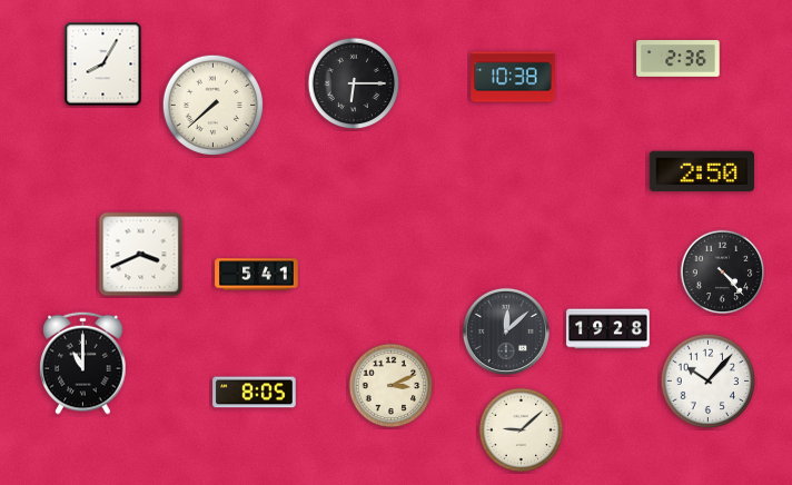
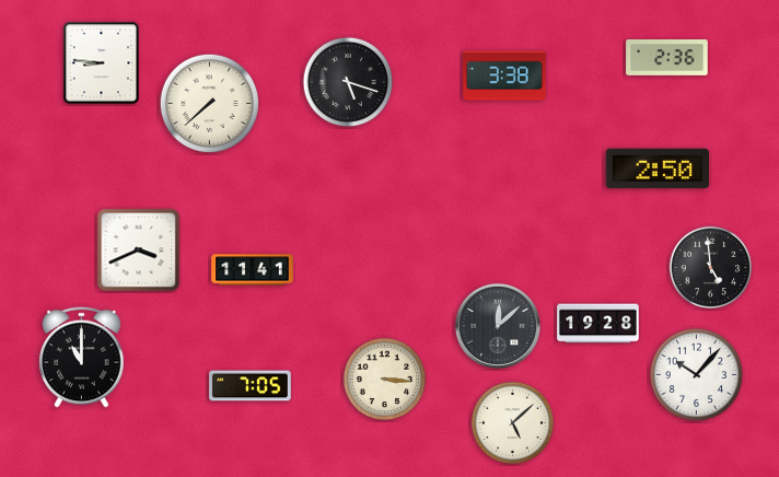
clock at (103, 65): 8:05 -> 8:46
clock at (513, 77): 10:38 -> 3:38
clock at (354, 83): 6:15 -> 5:18
clock at (702, 171) position: (702, 171) -> (658, 168)
clock at (723, 273): 4:23 -> 4:59
clock at (257, 275): 5:41 -> 11:41
clock at (392, 386): 3:11 -> 3:16
clock at (255, 393): 8:05 -> 7:05
clock at (522, 430): 9:08 -> 5:08
